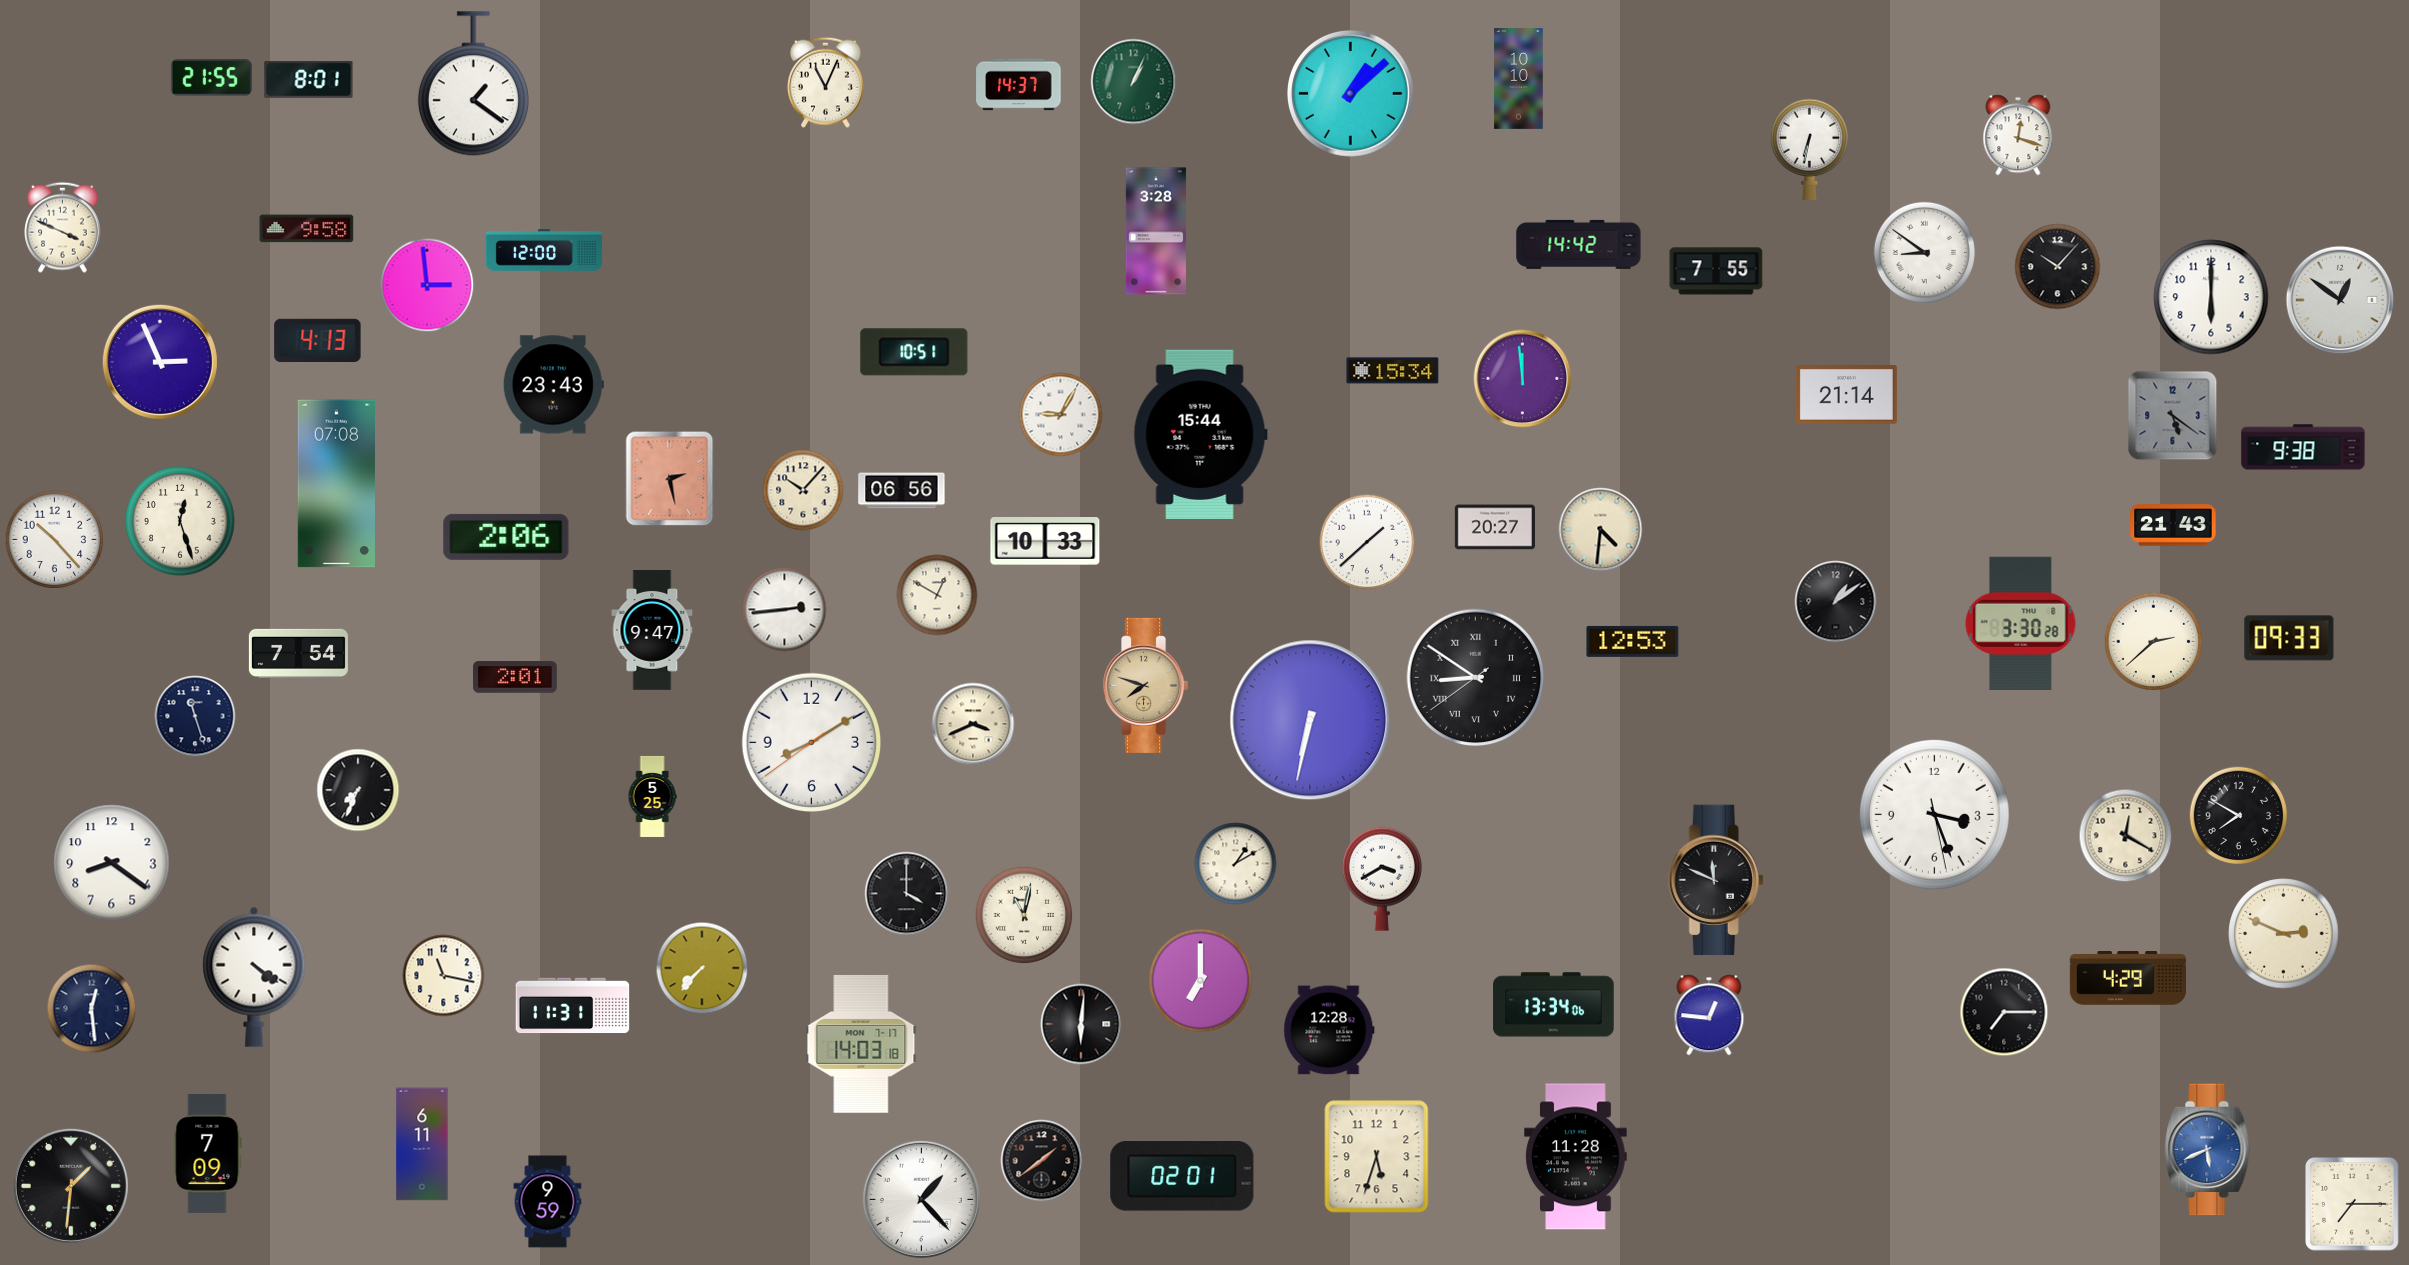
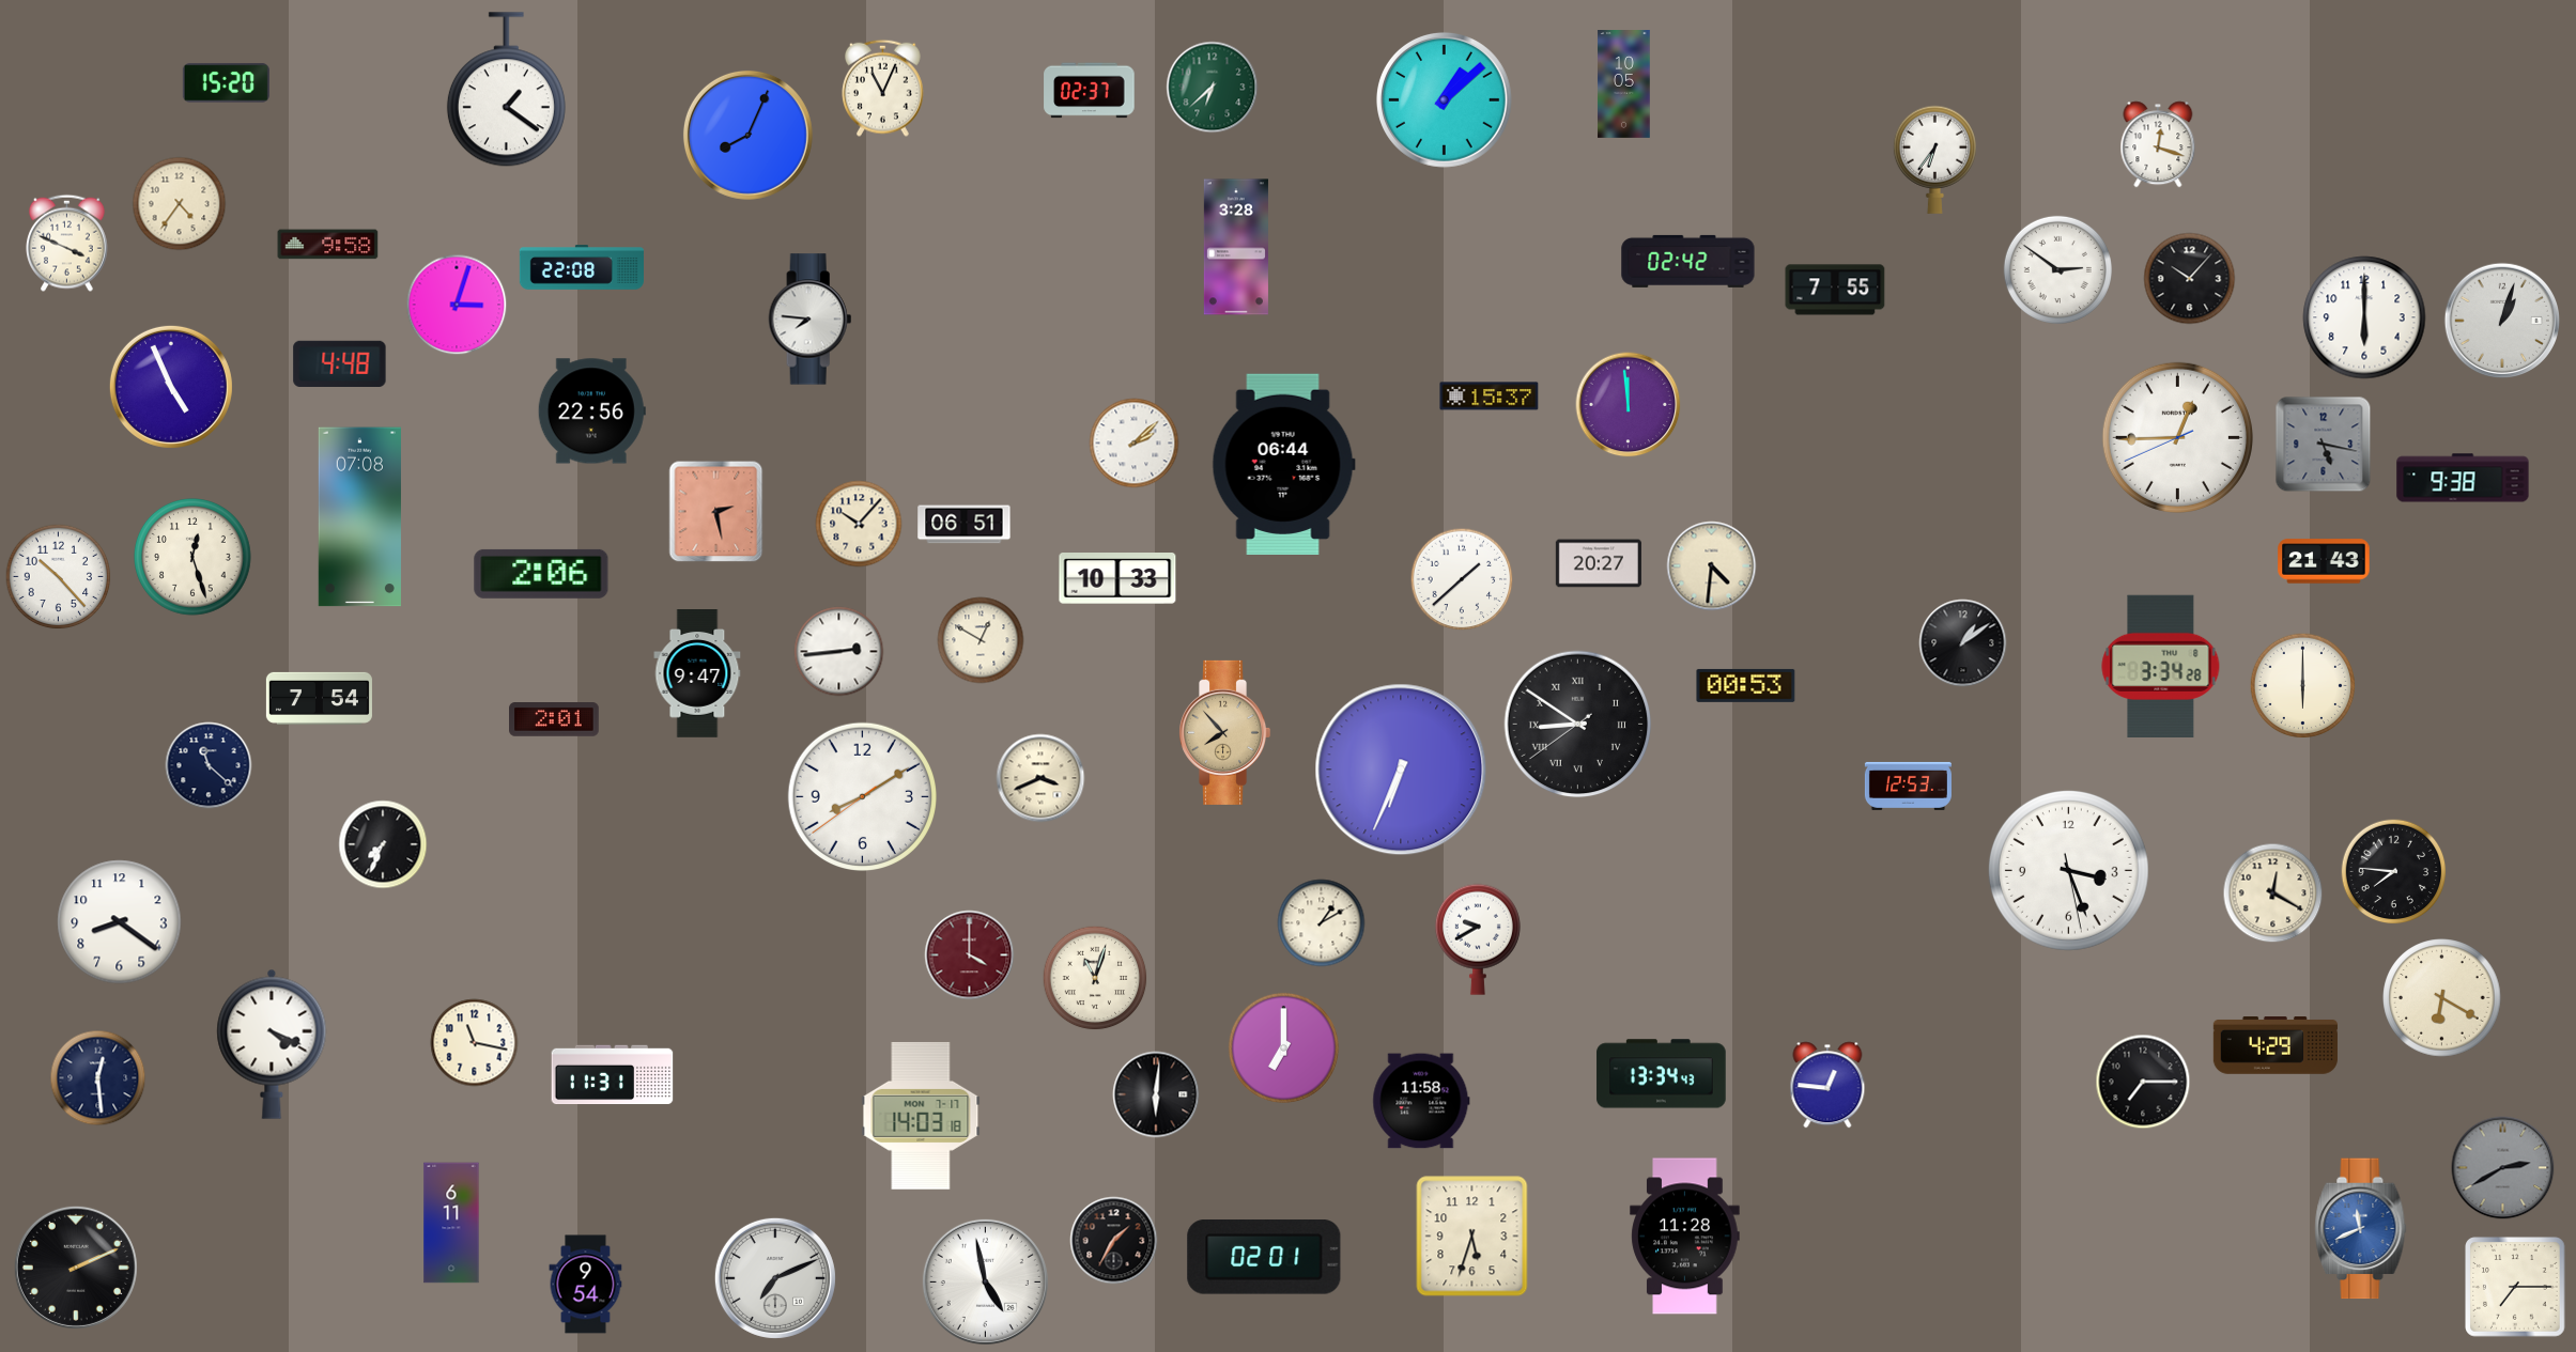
clock at (211, 78): 21:55 -> 15:20
clock at (1519, 79): 10:10 -> 10:05
clock at (309, 80): 8:01 -> none
clock at (1134, 82): 1:04 -> 6:38
clock at (1019, 85): 14:37 -> 02:37
clock at (747, 135): none -> 8:04
clock at (1809, 149): 6:32 -> 6:36
clock at (180, 204): none -> 4:36
clock at (1579, 244): 14:42 -> 02:42
clock at (543, 250): 12:00 -> 22:08
clock at (1924, 252): 8:51 -> 2:51
clock at (2058, 267) position: (2058, 267) -> (2190, 279)
clock at (427, 285): 2:59 -> 3:03
clock at (811, 320): none -> 7:46
clock at (2339, 299): 12:51 -> 1:03
clock at (318, 340): 4:13 -> 4:48
clock at (914, 352): 10:51 -> none
clock at (160, 362): 2:56 -> 4:56
clock at (1393, 371): 15:34 -> 15:37
clock at (553, 385): 23:43 -> 22:56
clock at (1846, 395): 21:14 -> none
clock at (2177, 437): none -> 12:44
clock at (1061, 415): 9:05 -> 2:08
clock at (2173, 416): 5:21 -> 5:17
clock at (1200, 434): 15:44 -> 06:44
clock at (902, 491): 06:56 -> 06:51
clock at (937, 595) position: (937, 595) -> (981, 640)
clock at (2021, 623): 3:30 -> 3:34
clock at (2289, 638): 09:33 -> none
clock at (1633, 641): 12:53 -> 00:53
clock at (2154, 642): 2:38 -> 6:00
clock at (515, 677) position: (515, 677) -> (554, 719)
clock at (1146, 685): 7:48 -> 7:53
clock at (195, 716): 11:27 -> 11:22
clock at (1310, 720): 6:32 -> 6:34
clock at (973, 724) position: (973, 724) -> (1040, 778)
clock at (1908, 786): none -> 12:53
clock at (811, 742) position: (811, 742) -> (862, 796)
clock at (652, 796): 5:25 -> none
clock at (2239, 816): 7:50 -> 7:46
clock at (1382, 879): 3:40 -> 9:40
clock at (1716, 880): 11:49 -> none
clock at (907, 894) dial: black -> burgundy
clock at (1024, 915): 11:02 -> 11:03
clock at (2284, 934): 2:49 -> 6:20
clock at (702, 968): 7:37 -> none
clock at (254, 977): 4:21 -> 4:19
clock at (1554, 1005): 13:34:06 -> 13:34:43
clock at (1329, 1030): 12:28 -> 11:58
clock at (2503, 1168): none -> 2:40
clock at (2208, 1150): 5:41 -> 11:41
clock at (208, 1153): 7:09 -> none
clock at (1042, 1161): 1:39 -> 1:35
clock at (71, 1186): 1:31 -> 2:11
clock at (775, 1278): none -> 7:11
clock at (921, 1199): 1:23 -> 4:58
clock at (548, 1202): 9:59 -> 9:54
